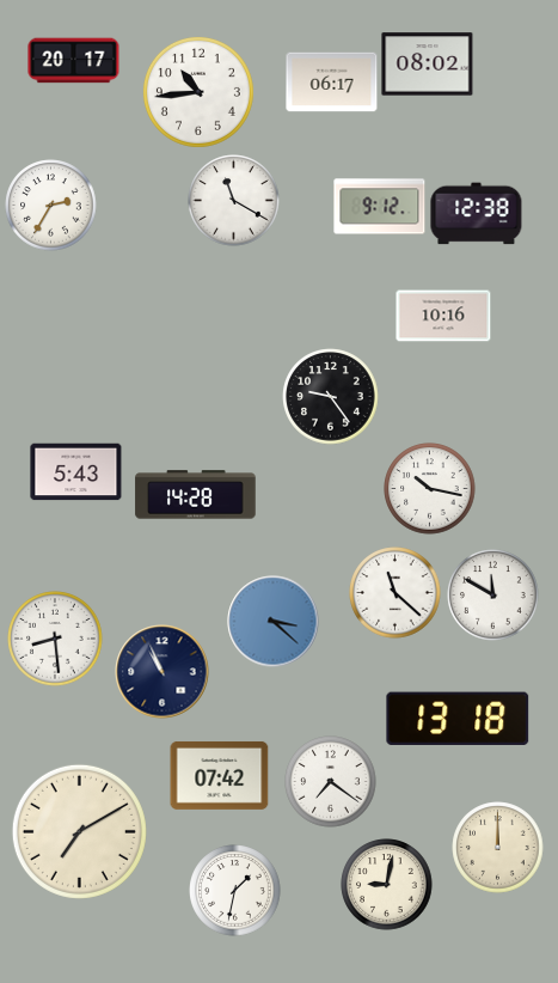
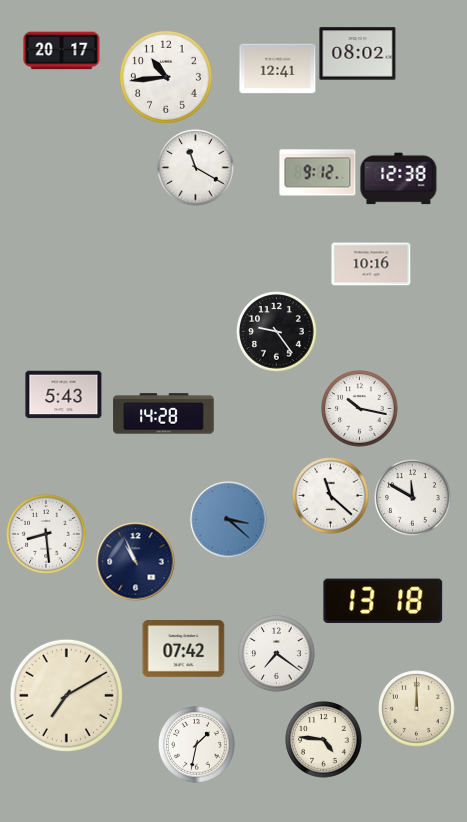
clock at (332, 83): 06:17 -> 12:41
clock at (51, 206): 2:35 -> none
clock at (387, 885): 9:02 -> 4:46
